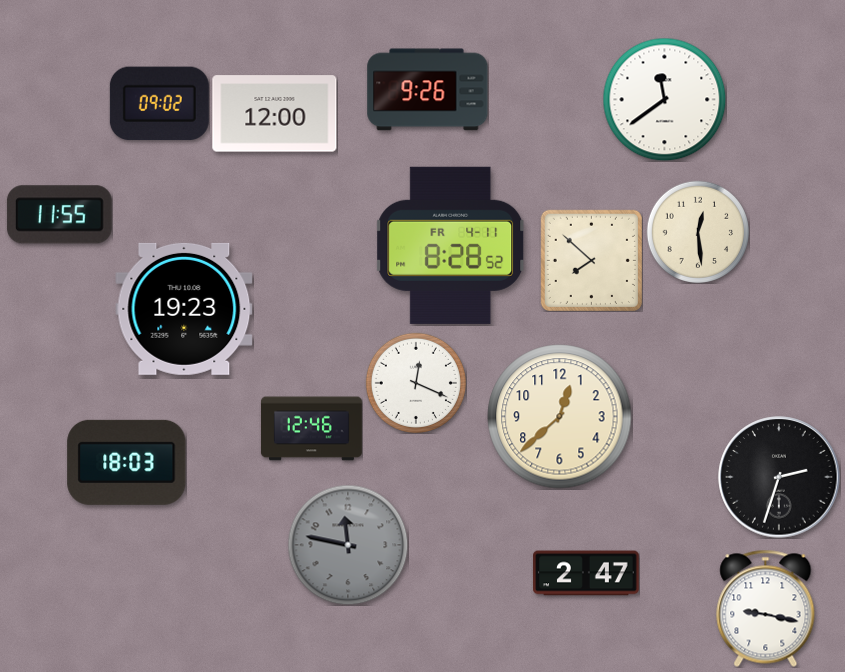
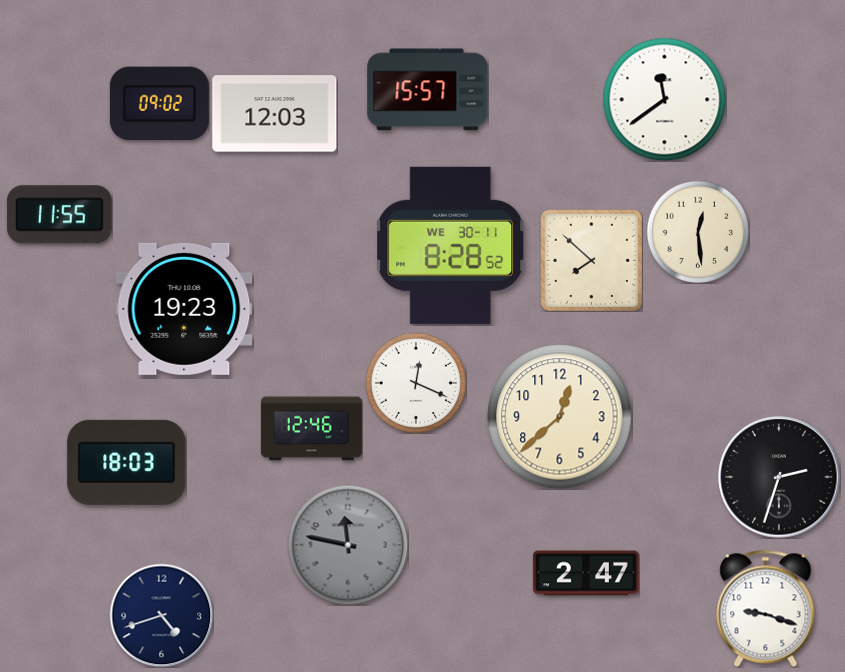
clock at (428, 90): 9:26 -> 15:57
clock at (275, 114): 12:00 -> 12:03
clock at (451, 245) date: FR 4-11 -> WE 30-11
clock at (766, 608): 9:17 -> 9:18
clock at (161, 615): none -> 4:42
